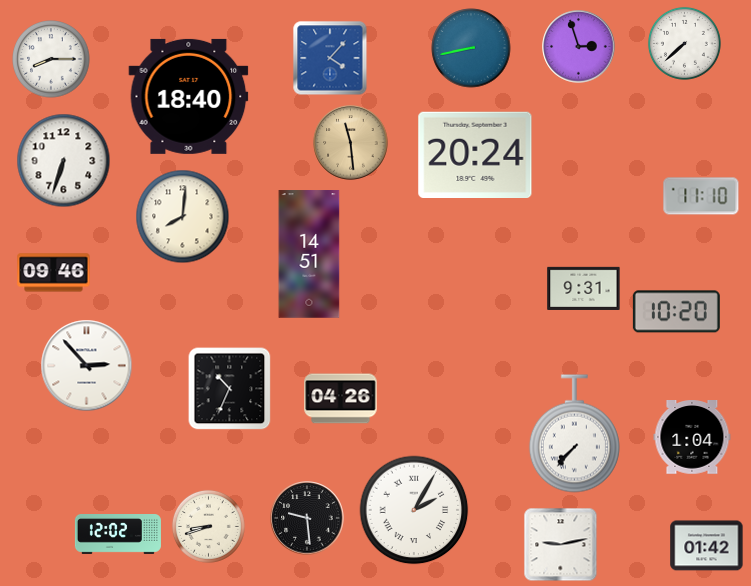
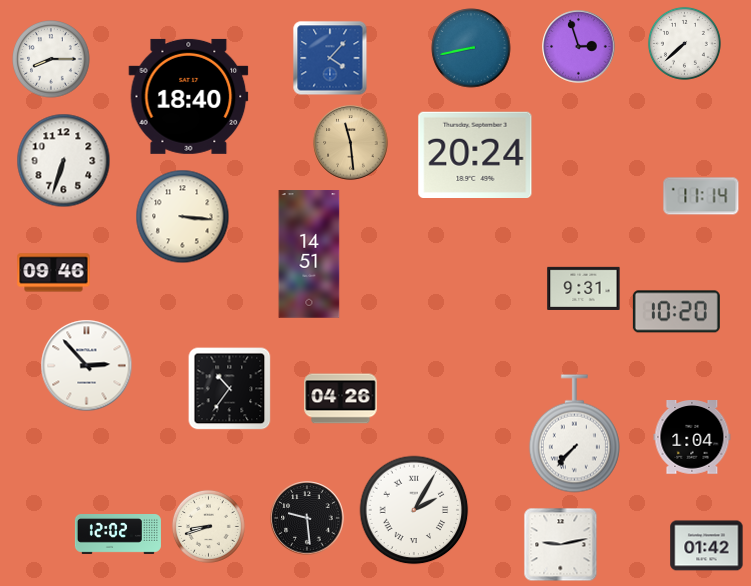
clock at (701, 196): 11:10 -> 11:14
clock at (183, 217): 8:01 -> 3:16
clock at (230, 389): 10:34 -> 10:36
